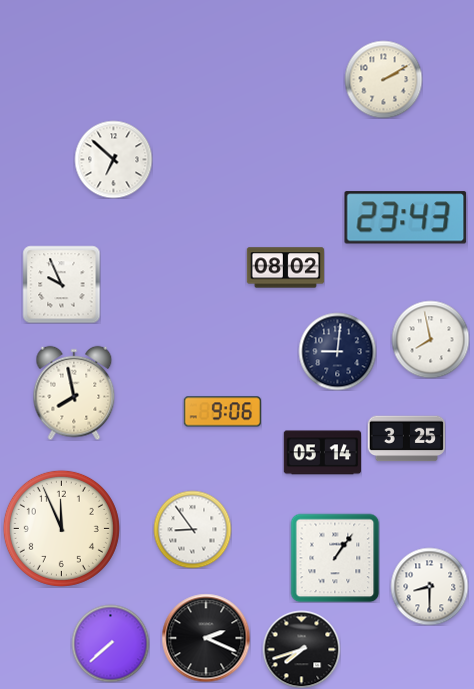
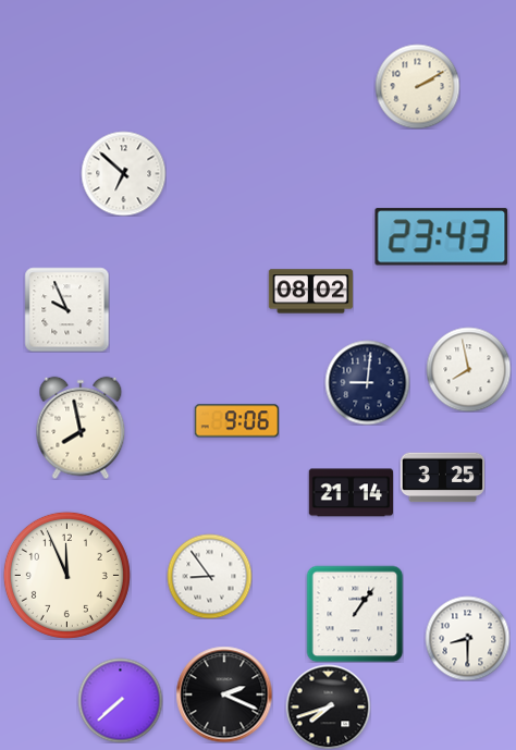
clock at (222, 412) position: (222, 412) -> (236, 421)
clock at (322, 453): 05:14 -> 21:14
clock at (335, 558) position: (335, 558) -> (355, 614)
